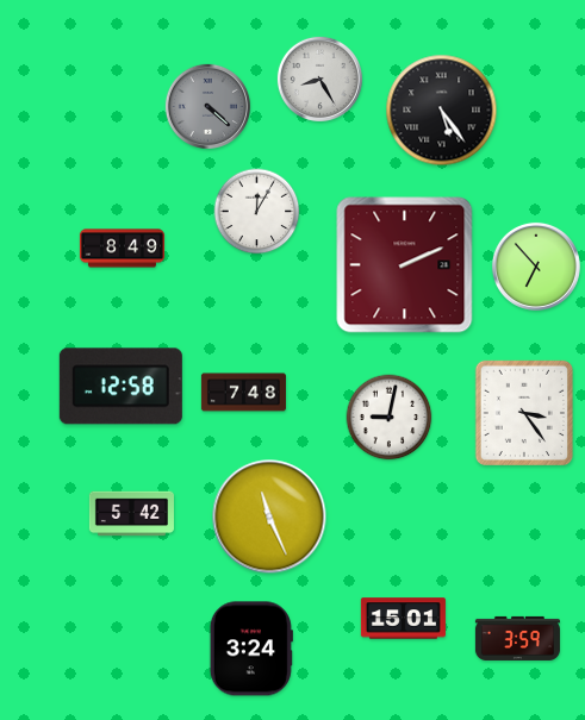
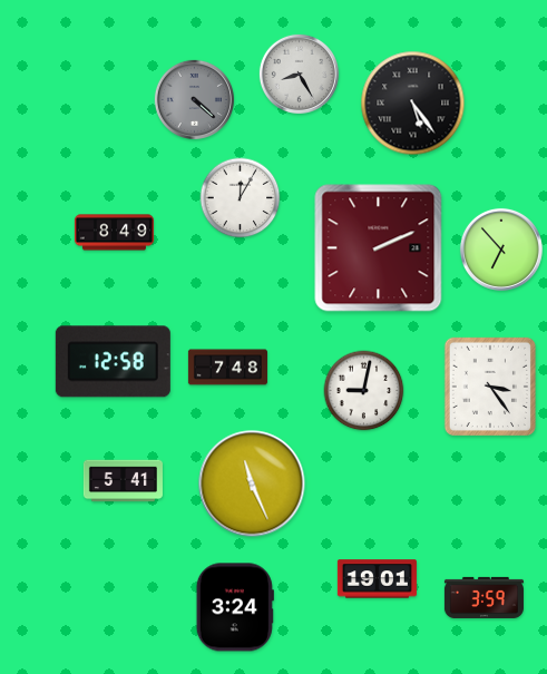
clock at (131, 514): 5:42 -> 5:41
clock at (403, 619): 15:01 -> 19:01
